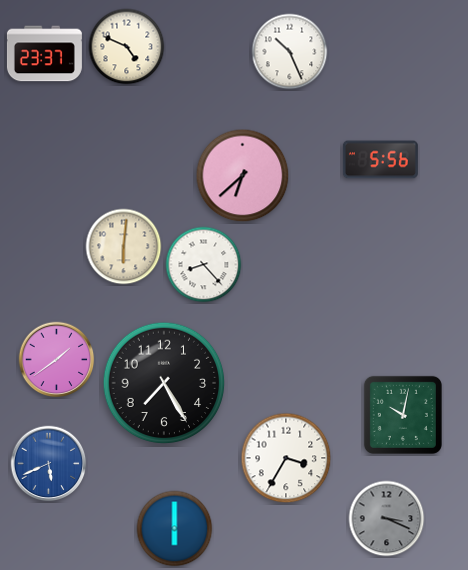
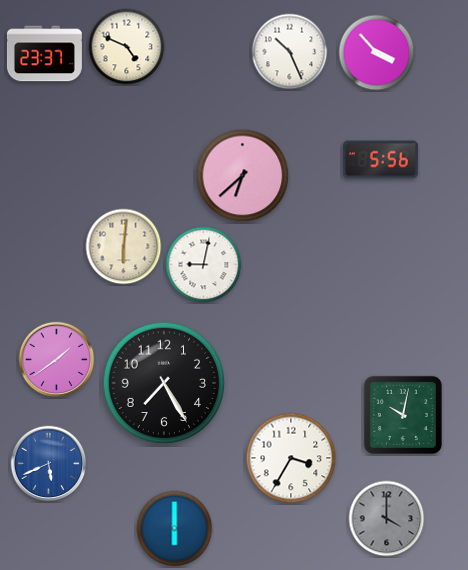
clock at (377, 53): none -> 3:53
clock at (204, 265): 8:23 -> 9:02
clock at (286, 458) position: (286, 458) -> (291, 458)
clock at (387, 519): 3:19 -> 4:00
